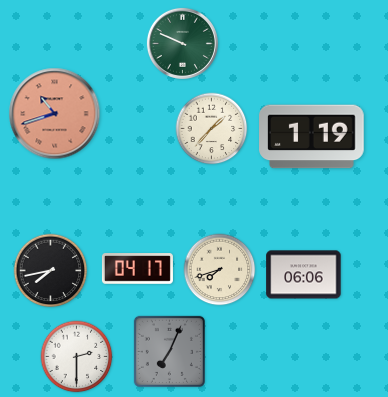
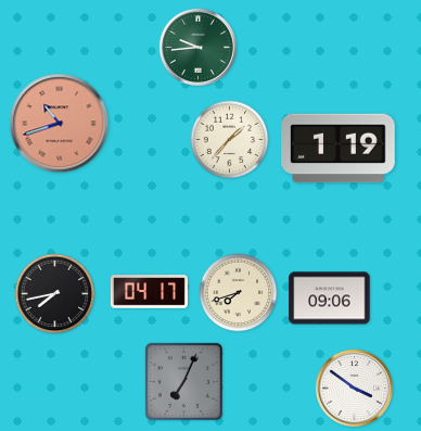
clock at (182, 43): 9:49 -> 9:44
clock at (304, 275): 06:06 -> 09:06
clock at (77, 357): 2:30 -> none
clock at (354, 388): none -> 3:51
